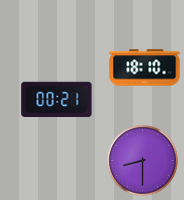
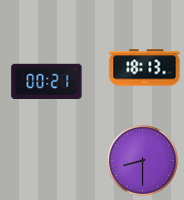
clock at (145, 68): 18:10 -> 18:13
clock at (57, 99) position: (57, 99) -> (47, 81)
